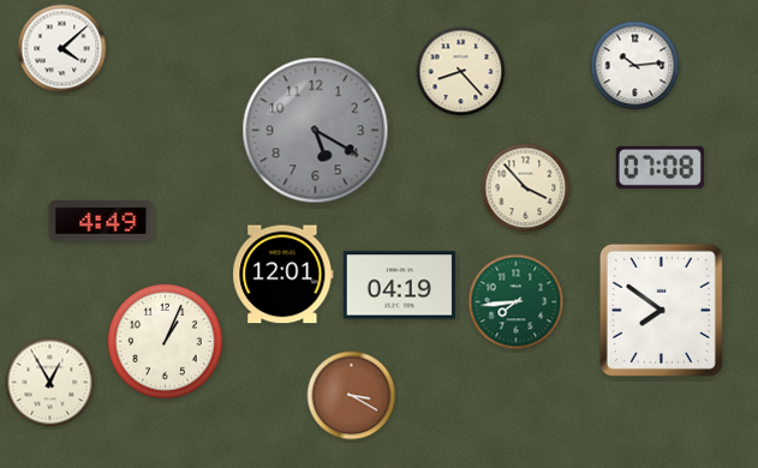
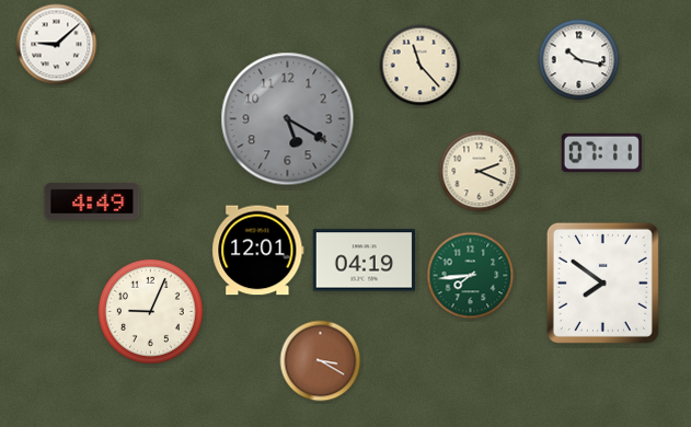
clock at (62, 49): 4:08 -> 9:08
clock at (635, 66): 10:14 -> 10:17
clock at (461, 72): 8:23 -> 11:23
clock at (659, 167): 07:08 -> 07:11
clock at (526, 188): 3:53 -> 2:19
clock at (165, 341): 1:04 -> 9:04
clock at (50, 383): 12:55 -> none
